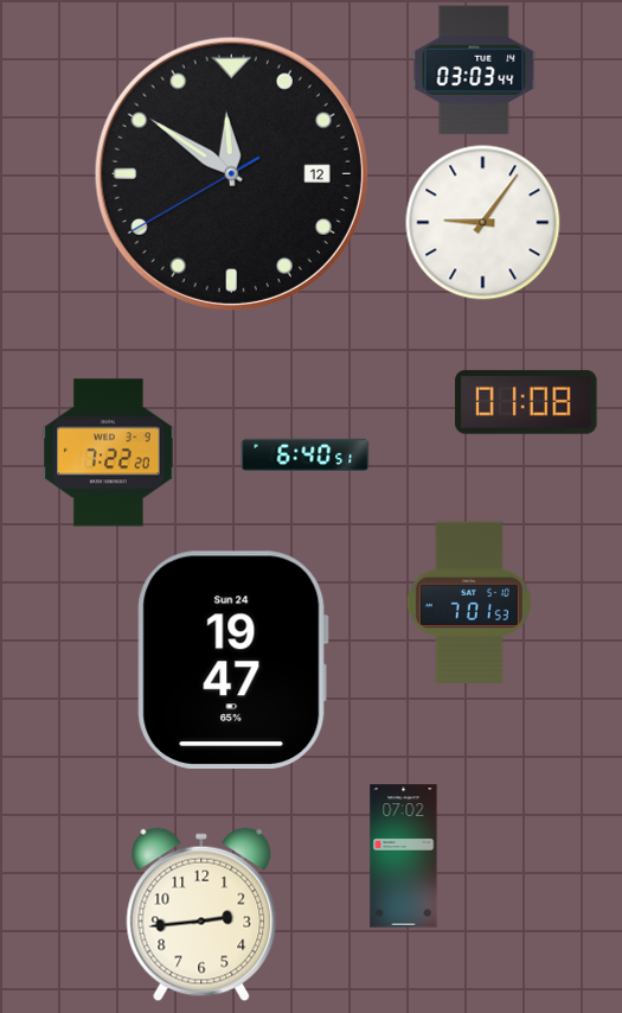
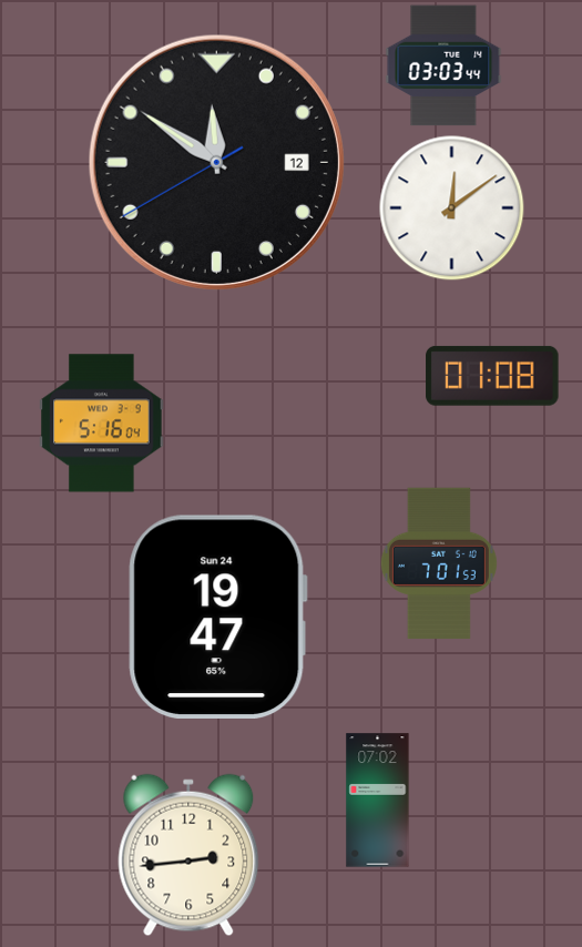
clock at (483, 223): 9:06 -> 12:09
clock at (109, 453): 7:22 -> 5:16
clock at (306, 455): 6:40 -> none
